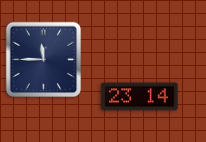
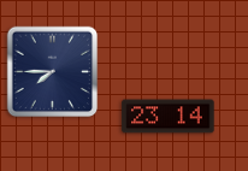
clock at (44, 60): 11:45 -> 7:45
